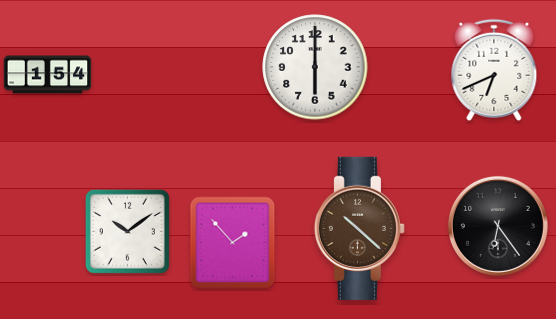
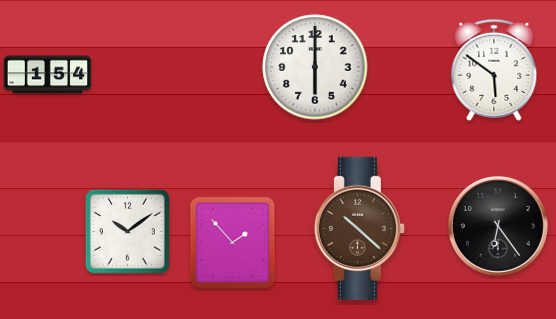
clock at (494, 70): 6:41 -> 5:51
